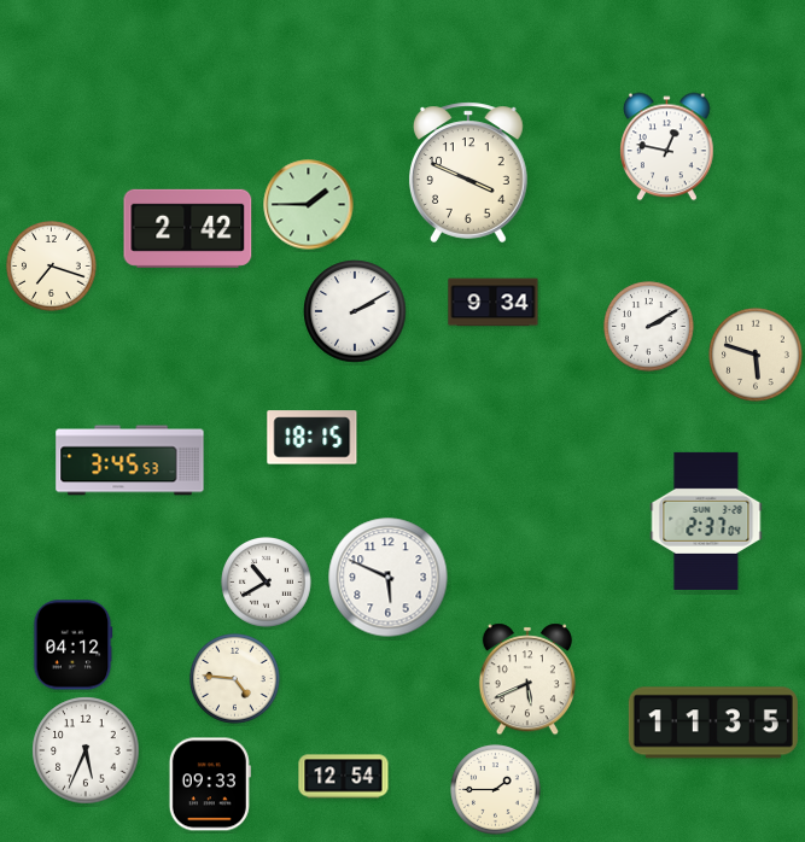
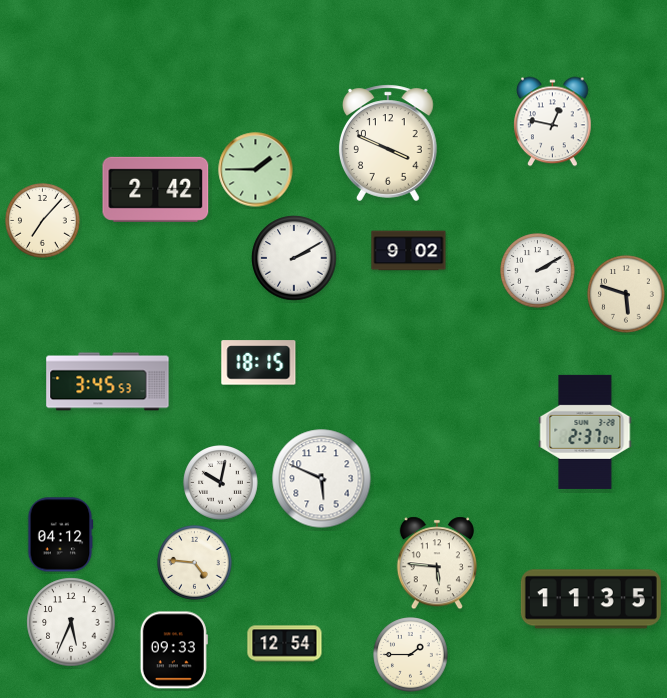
clock at (52, 267): 7:18 -> 7:07
clock at (494, 303): 9:34 -> 9:02
clock at (267, 583): 10:40 -> 10:02
clock at (527, 679): 5:41 -> 5:46
